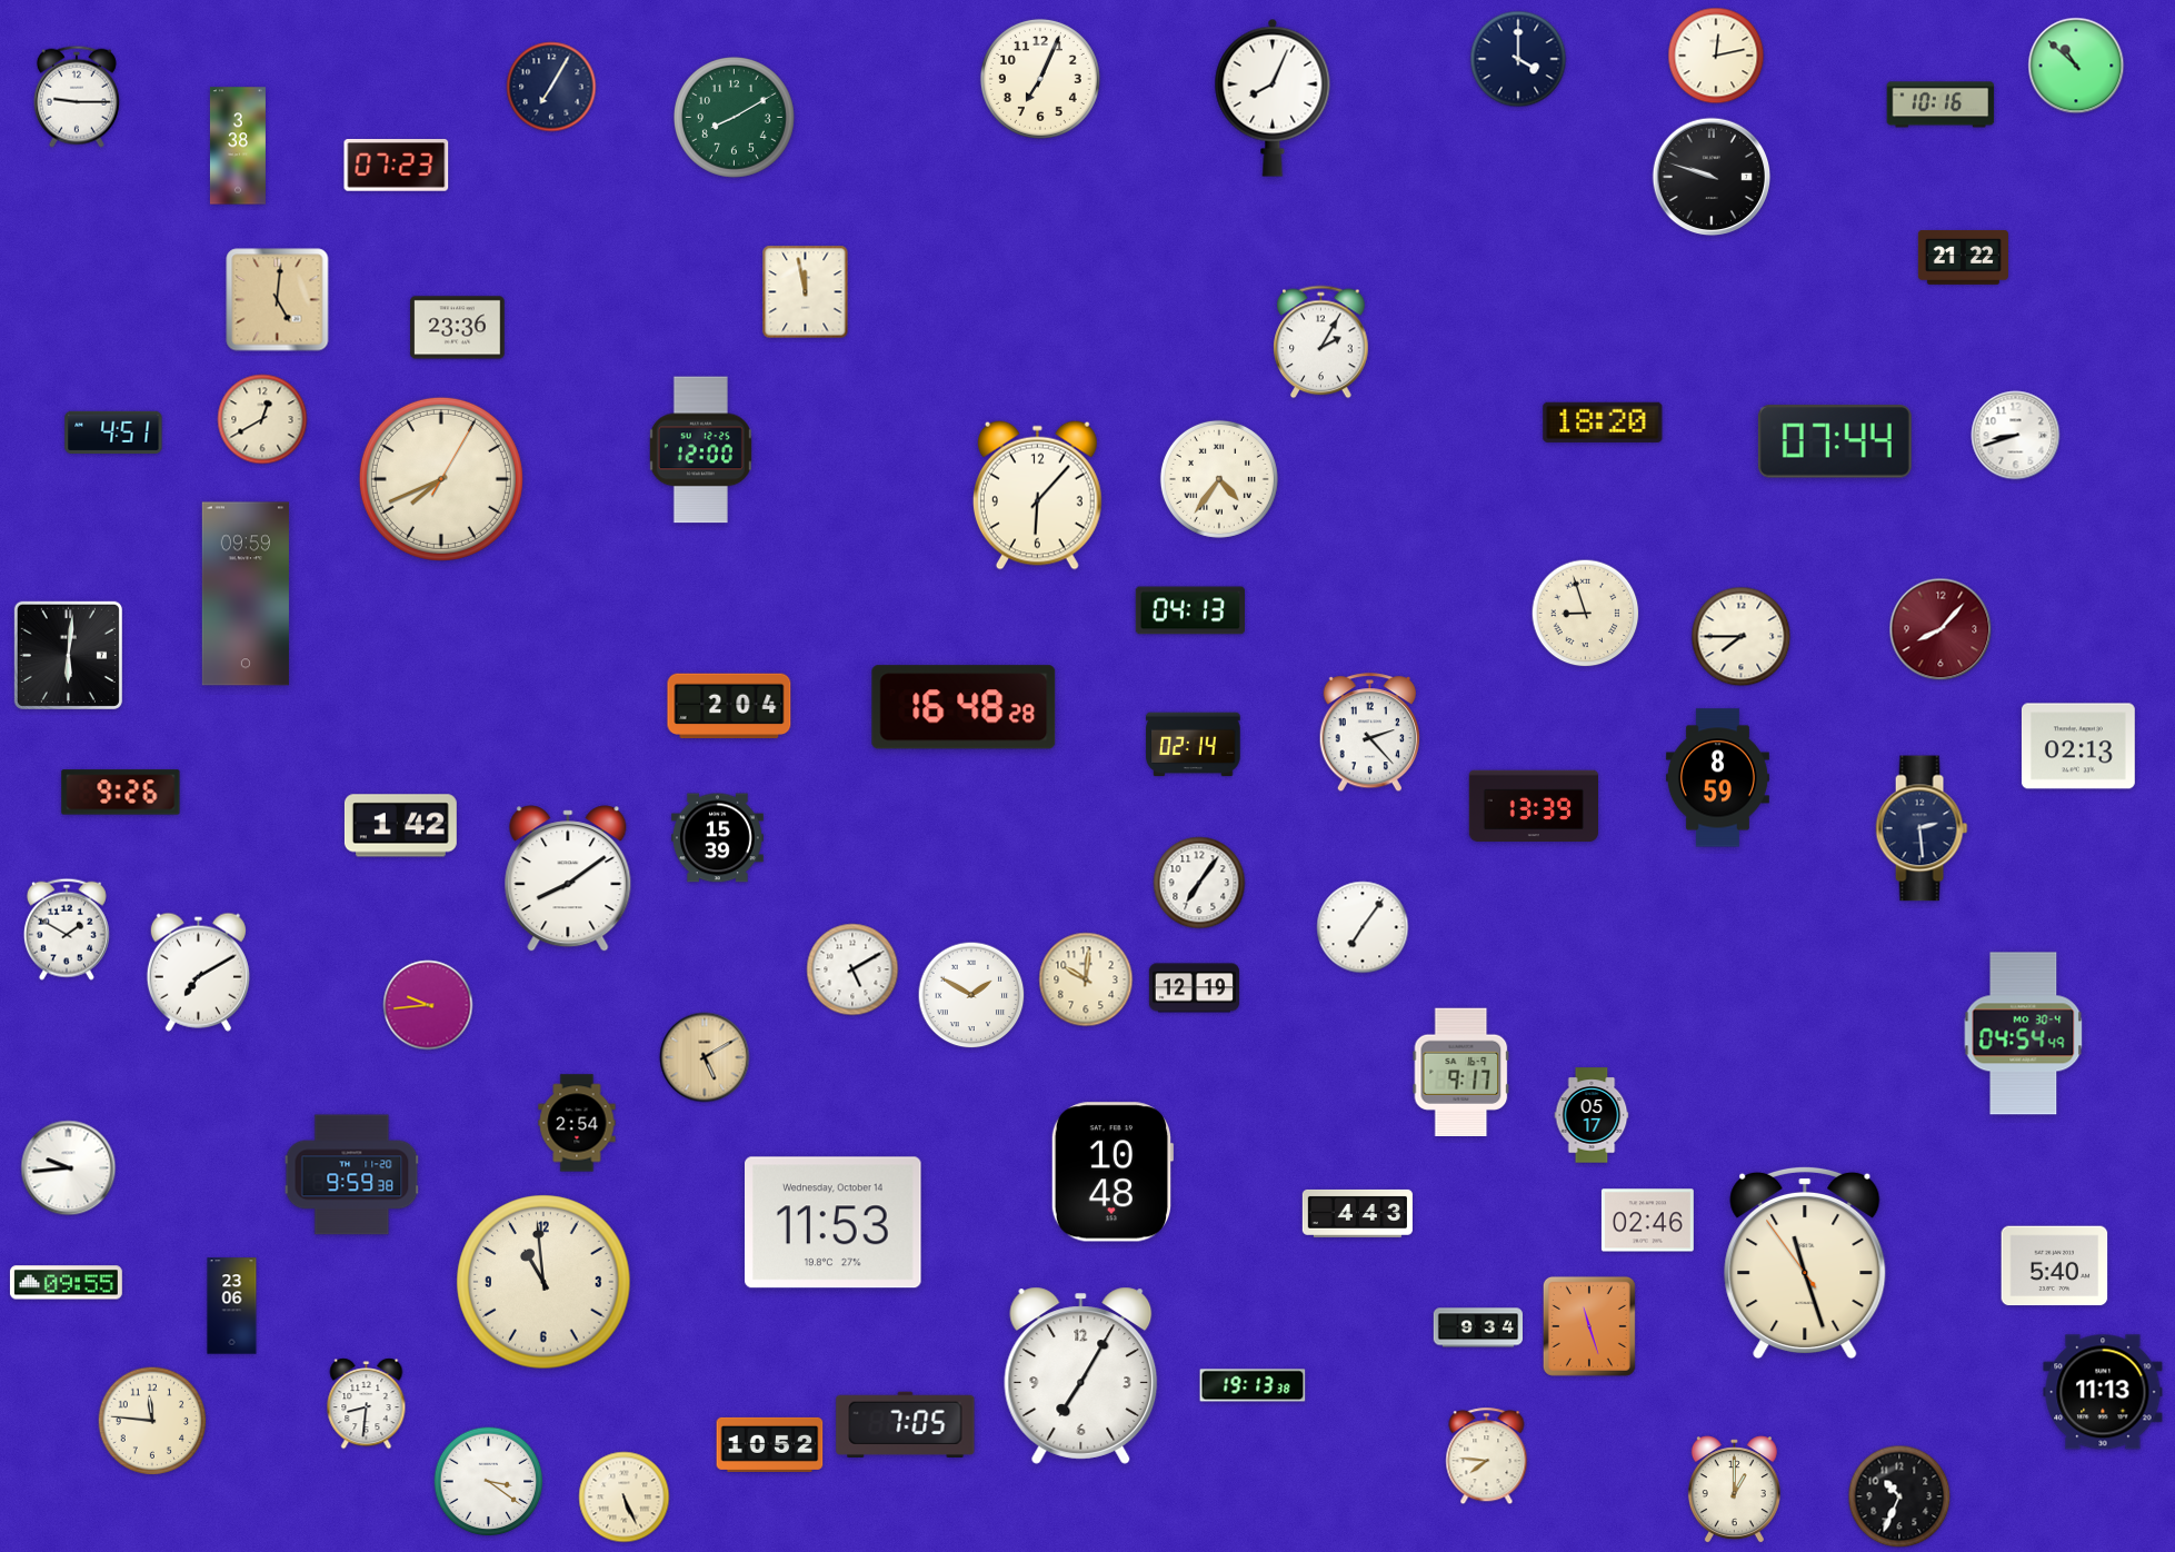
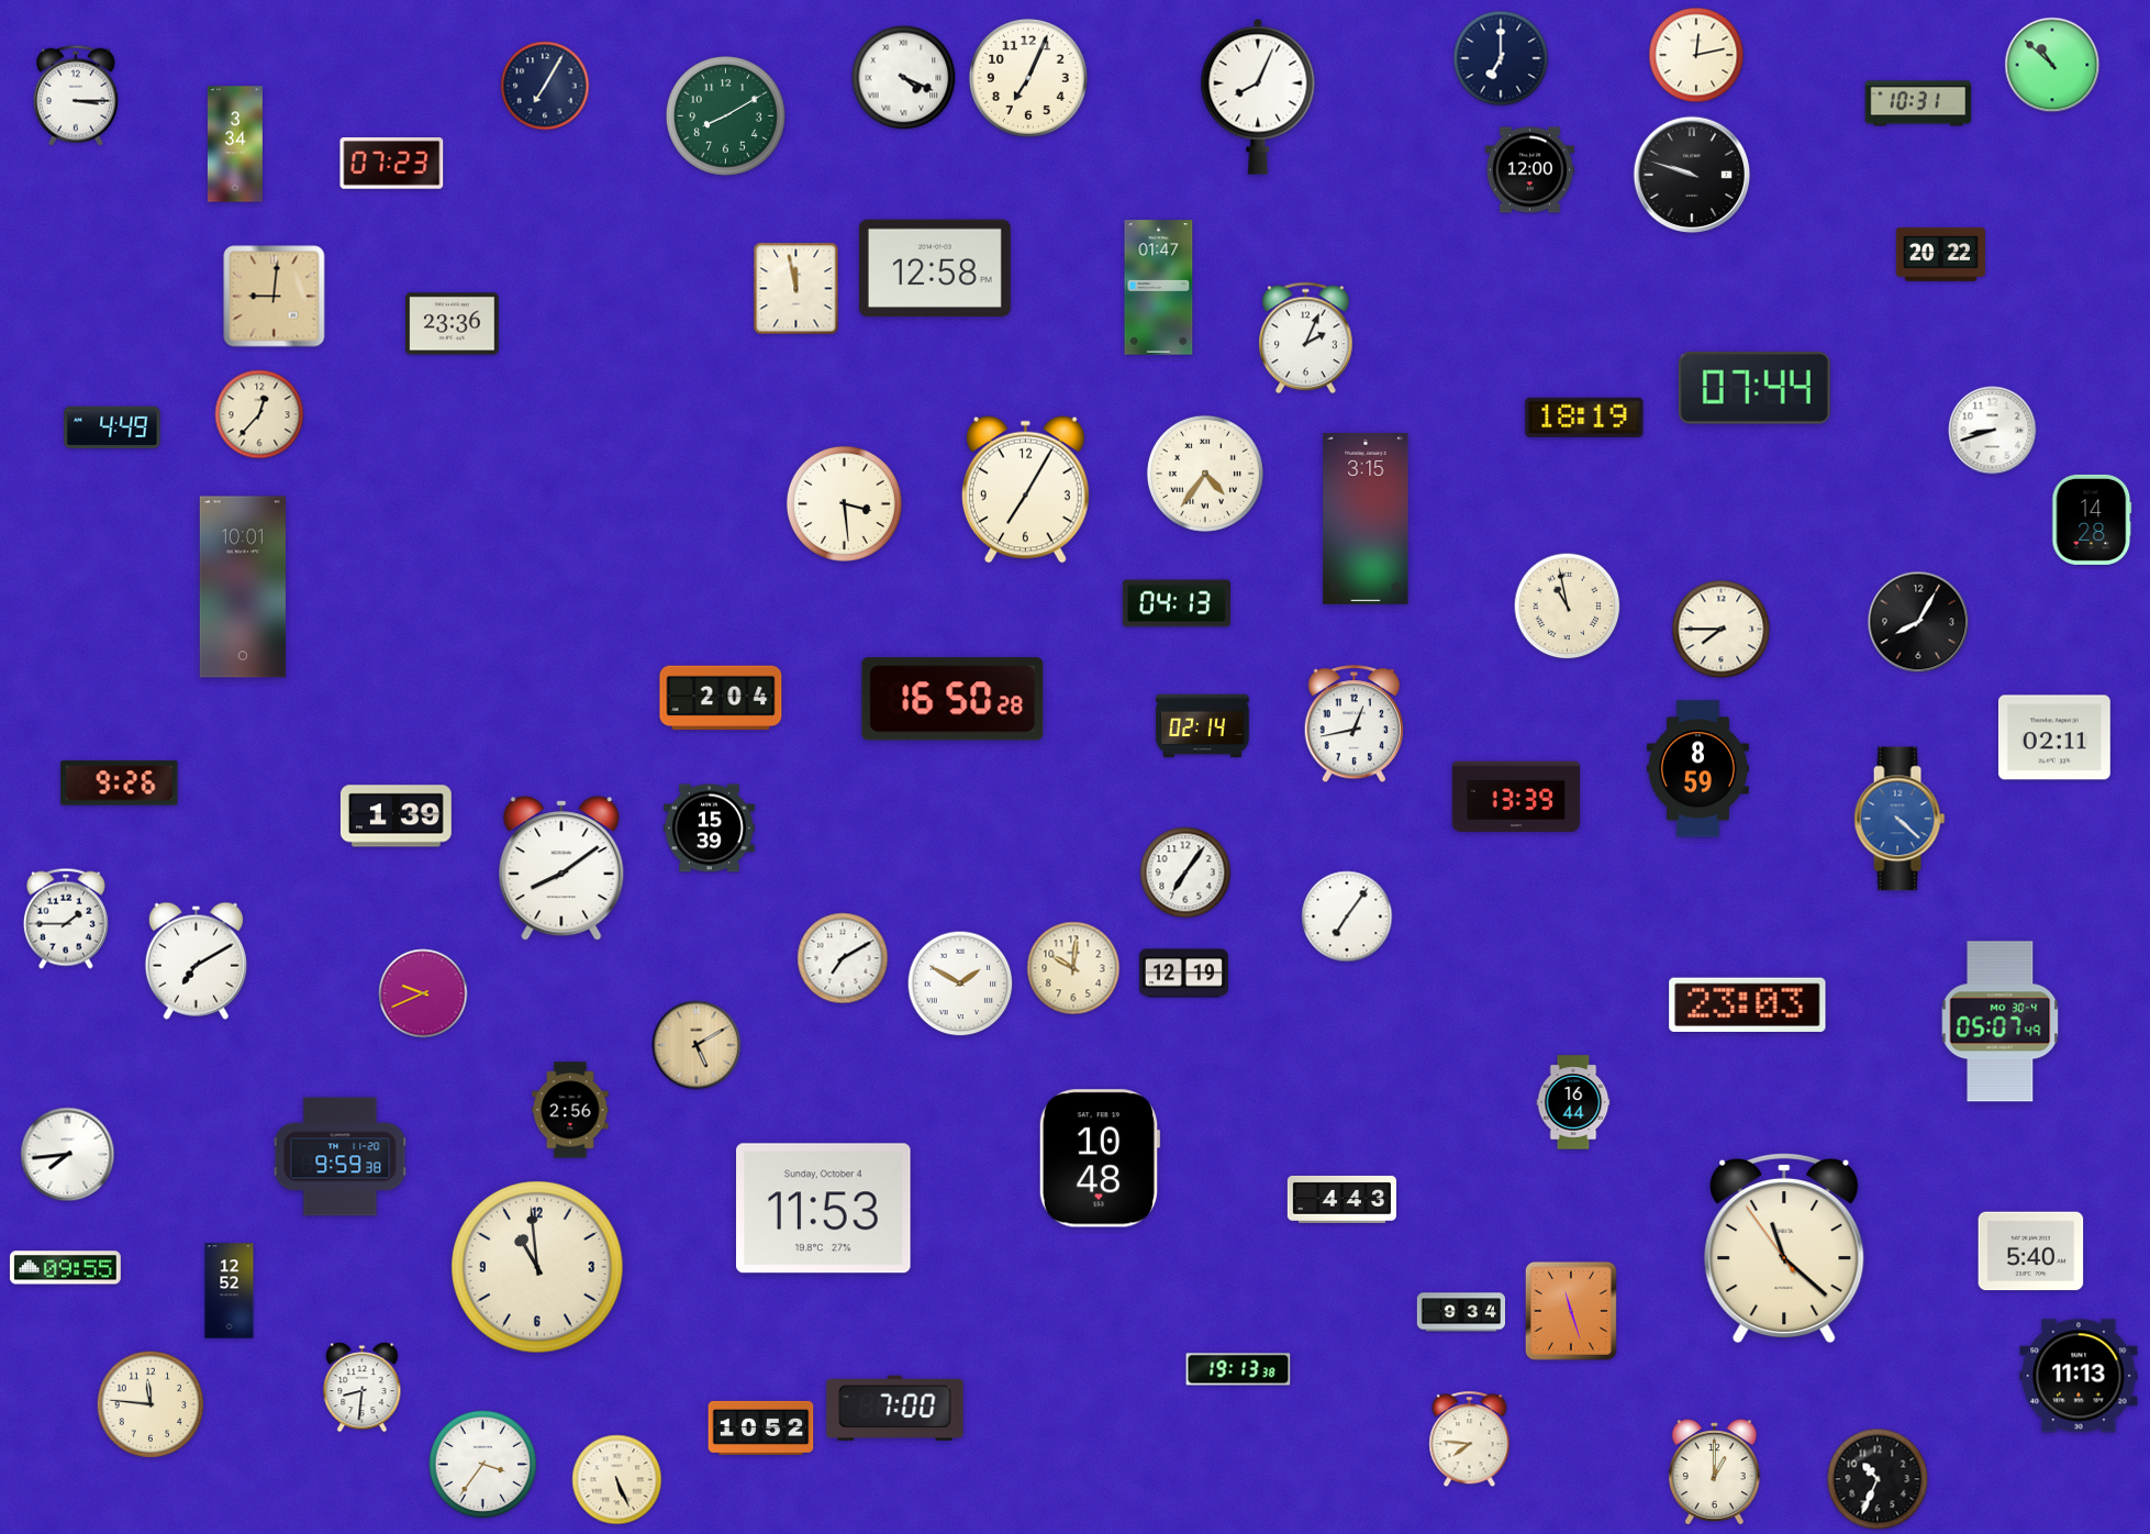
clock at (1518, 59): 4:00 -> 7:00
clock at (904, 78): none -> 4:19
clock at (77, 97): 9:15 -> 3:15
clock at (1940, 105): 10:16 -> 10:31
clock at (238, 146): 3:38 -> 3:34
clock at (1529, 170): none -> 12:00
clock at (1963, 258): 21:22 -> 20:22
clock at (935, 268): none -> 12:58
clock at (1159, 288): none -> 01:47
clock at (278, 300): 5:01 -> 9:01
clock at (1321, 342): 2:05 -> 2:04
clock at (262, 419): 12:40 -> 12:37
clock at (1603, 422): 18:20 -> 18:19
clock at (113, 431): 4:51 -> 4:49
clock at (1835, 441) position: (1835, 441) -> (1754, 388)
clock at (700, 450): 12:00 -> none
clock at (441, 479): 7:41 -> none
clock at (1037, 495): 6:07 -> 7:05
clock at (844, 503): none -> 3:29
clock at (1366, 519): none -> 3:15
clock at (2092, 520): none -> 14:28
clock at (246, 594): 09:59 -> 10:01
clock at (1586, 614): 8:57 -> 10:58
clock at (1940, 629): 8:07 -> 8:05
clock at (1940, 629) dial: burgundy -> black
clock at (68, 655): 6:01 -> none
clock at (964, 707): 16:48 -> 16:50
clock at (1369, 733): 2:23 -> 12:43
clock at (1194, 745) position: (1194, 745) -> (1203, 726)
clock at (2078, 746): 02:13 -> 02:11
clock at (400, 826): 1:42 -> 1:39
clock at (1922, 828): 2:29 -> 4:22
clock at (1922, 828) dial: navy -> blue
clock at (67, 929): 1:50 -> 1:45
clock at (852, 969): 5:10 -> 7:10
clock at (1194, 988) position: (1194, 988) -> (1183, 974)
clock at (428, 1005): 9:44 -> 9:41
clock at (1748, 1004): none -> 23:03
clock at (2024, 1034): 04:54 -> 05:07
clock at (1461, 1072): 9:17 -> none
clock at (1592, 1115): 05:17 -> 16:44
clock at (577, 1123): 2:54 -> 2:56
clock at (69, 1168): 9:44 -> 7:44
clock at (352, 1175) position: (352, 1175) -> (341, 1157)
clock at (1647, 1221): 02:46 -> none
clock at (834, 1223) date: Wednesday, October 14 -> Sunday, October 4
clock at (1805, 1263): 11:26 -> 11:21
clock at (232, 1306): 23:06 -> 12:52
clock at (1081, 1375): 7:05 -> none
clock at (906, 1424): 7:05 -> 7:00
clock at (489, 1482): 3:21 -> 3:36
